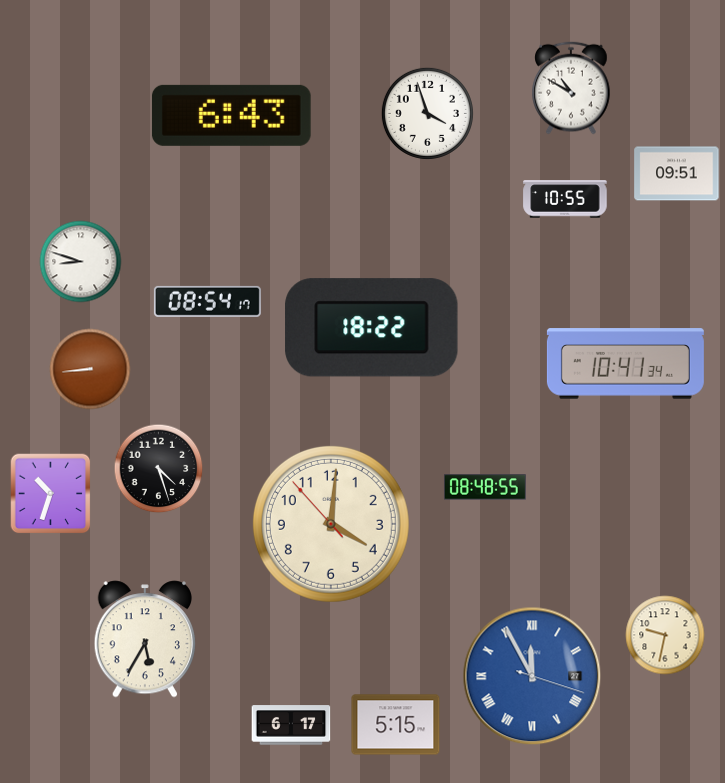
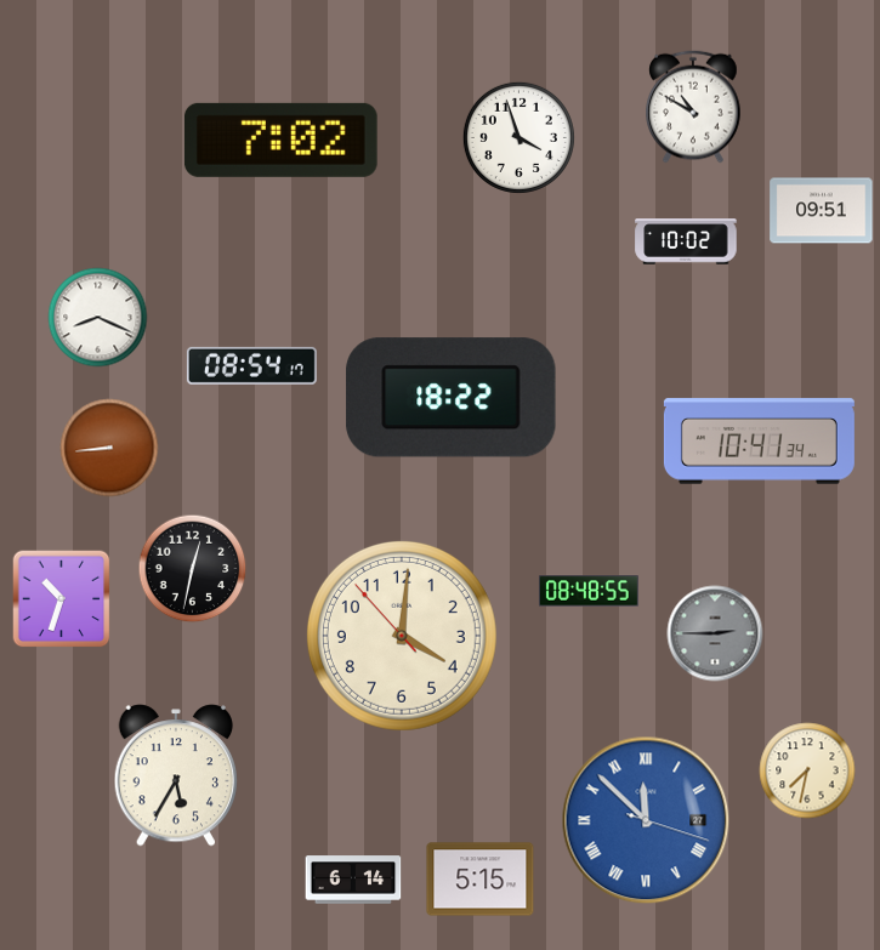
clock at (231, 115): 6:43 -> 7:02
clock at (565, 199): 10:55 -> 10:02
clock at (81, 262): 8:48 -> 8:19
clock at (159, 469): 4:27 -> 12:32
clock at (715, 633): none -> 2:45
clock at (665, 635): 9:32 -> 7:32
clock at (532, 676): 11:55 -> 11:52
clock at (291, 725): 6:17 -> 6:14
